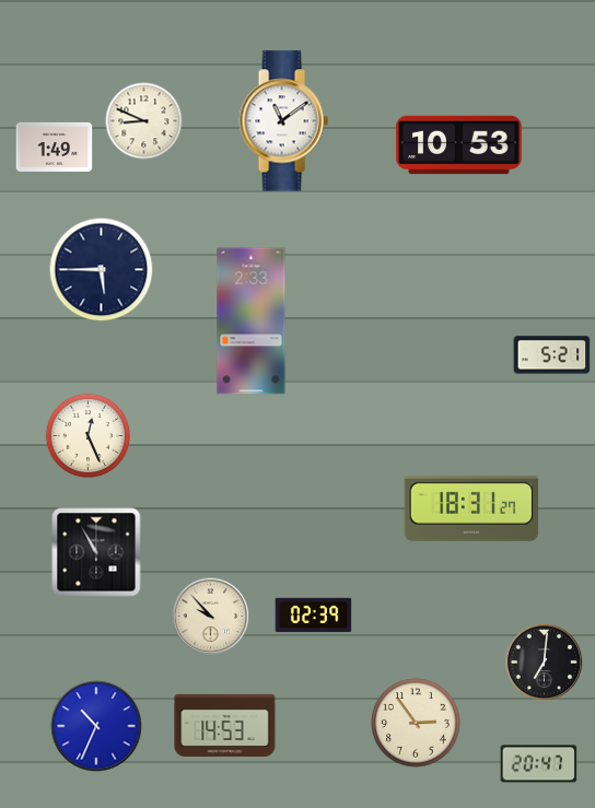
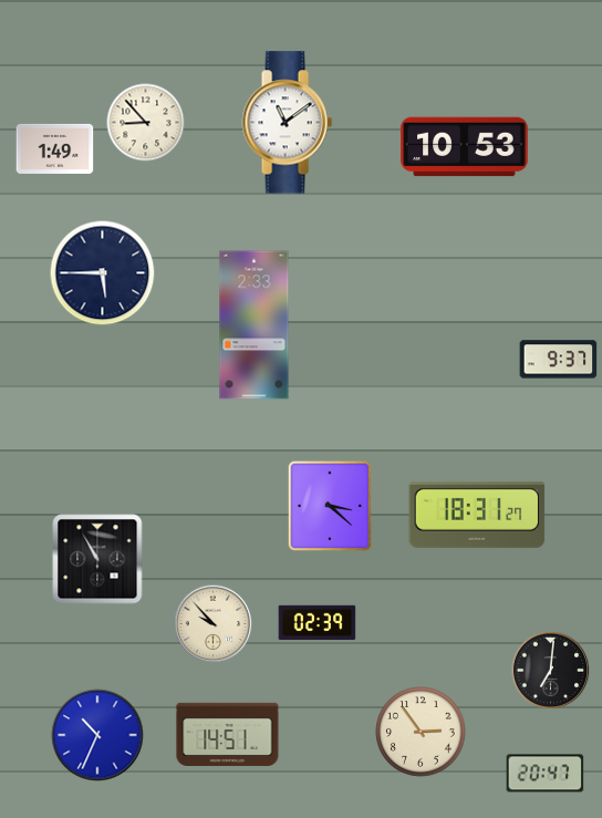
clock at (144, 121): 8:49 -> 8:53
clock at (552, 355): 5:21 -> 9:37
clock at (87, 435): 12:26 -> none
clock at (330, 506): none -> 3:22
clock at (225, 725): 14:53 -> 14:51
